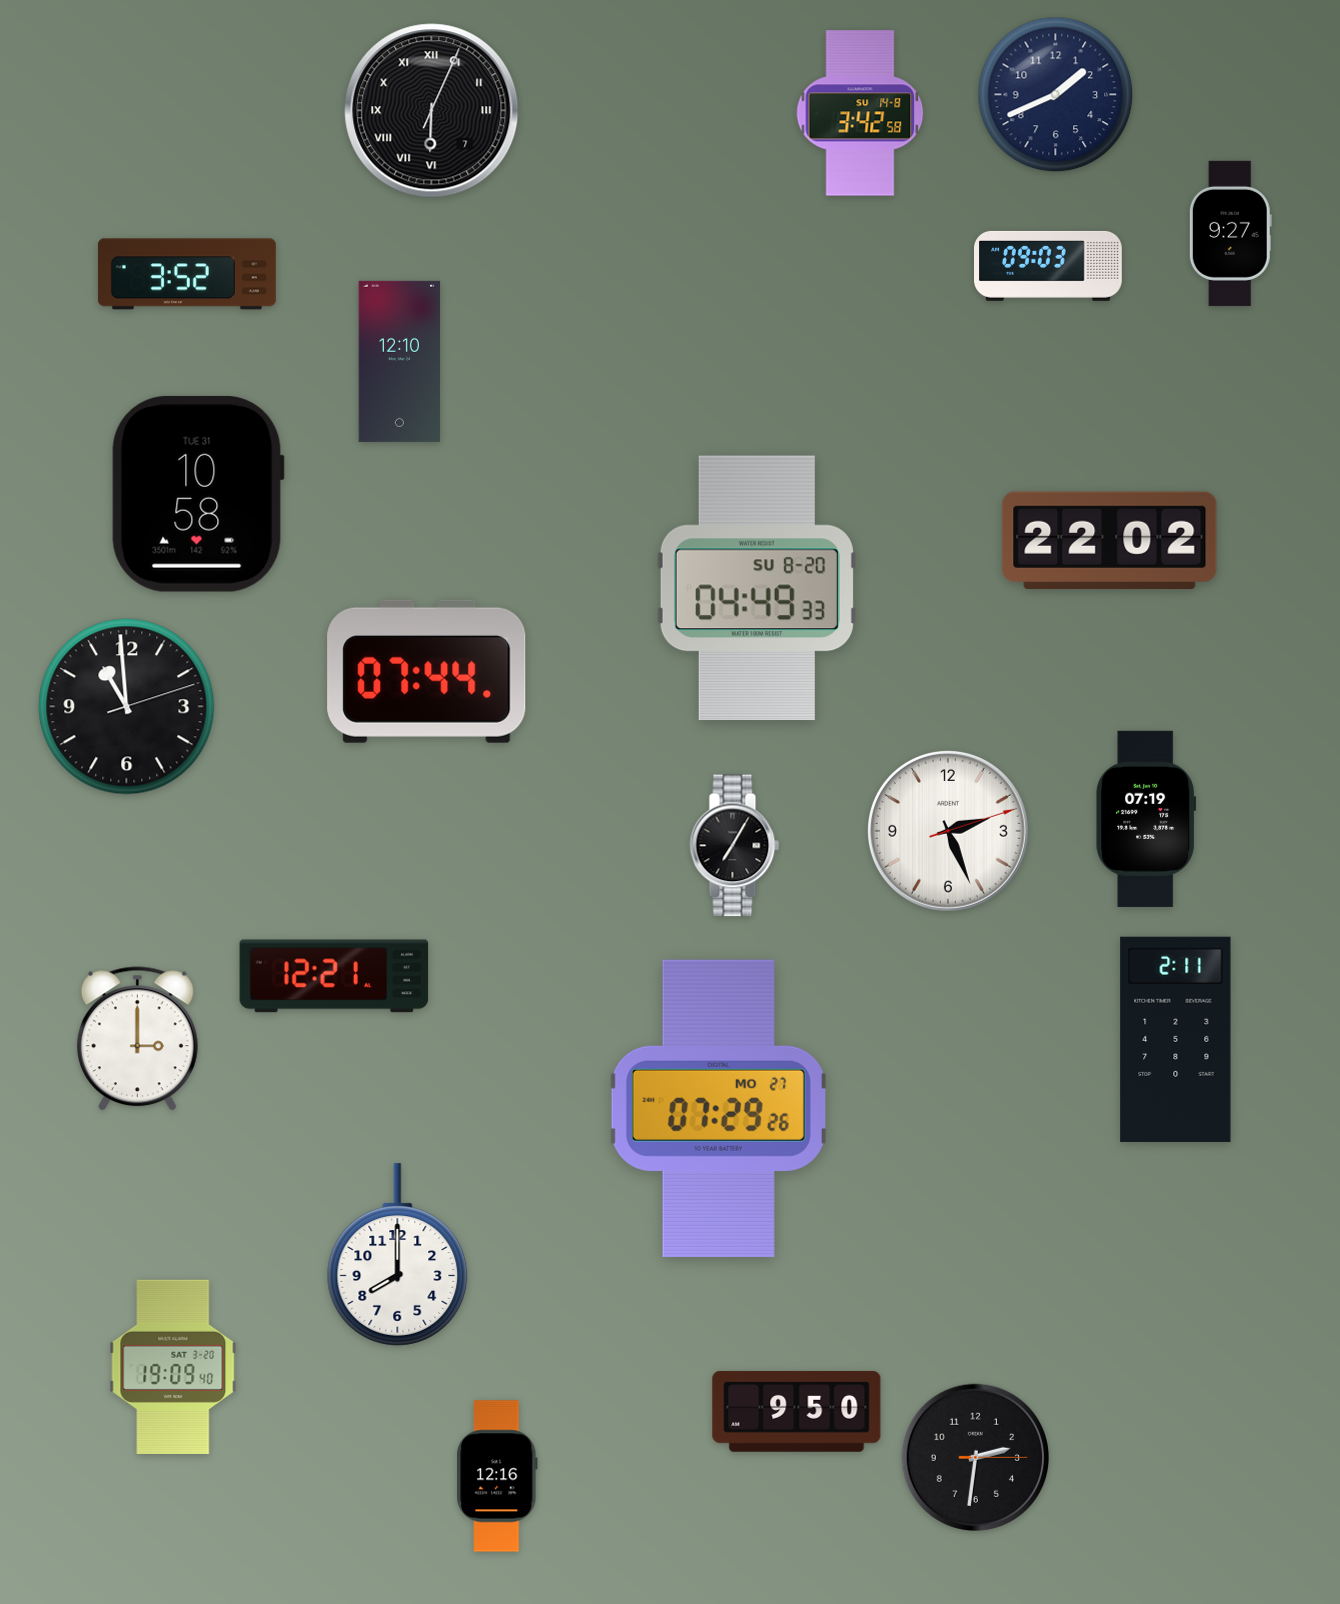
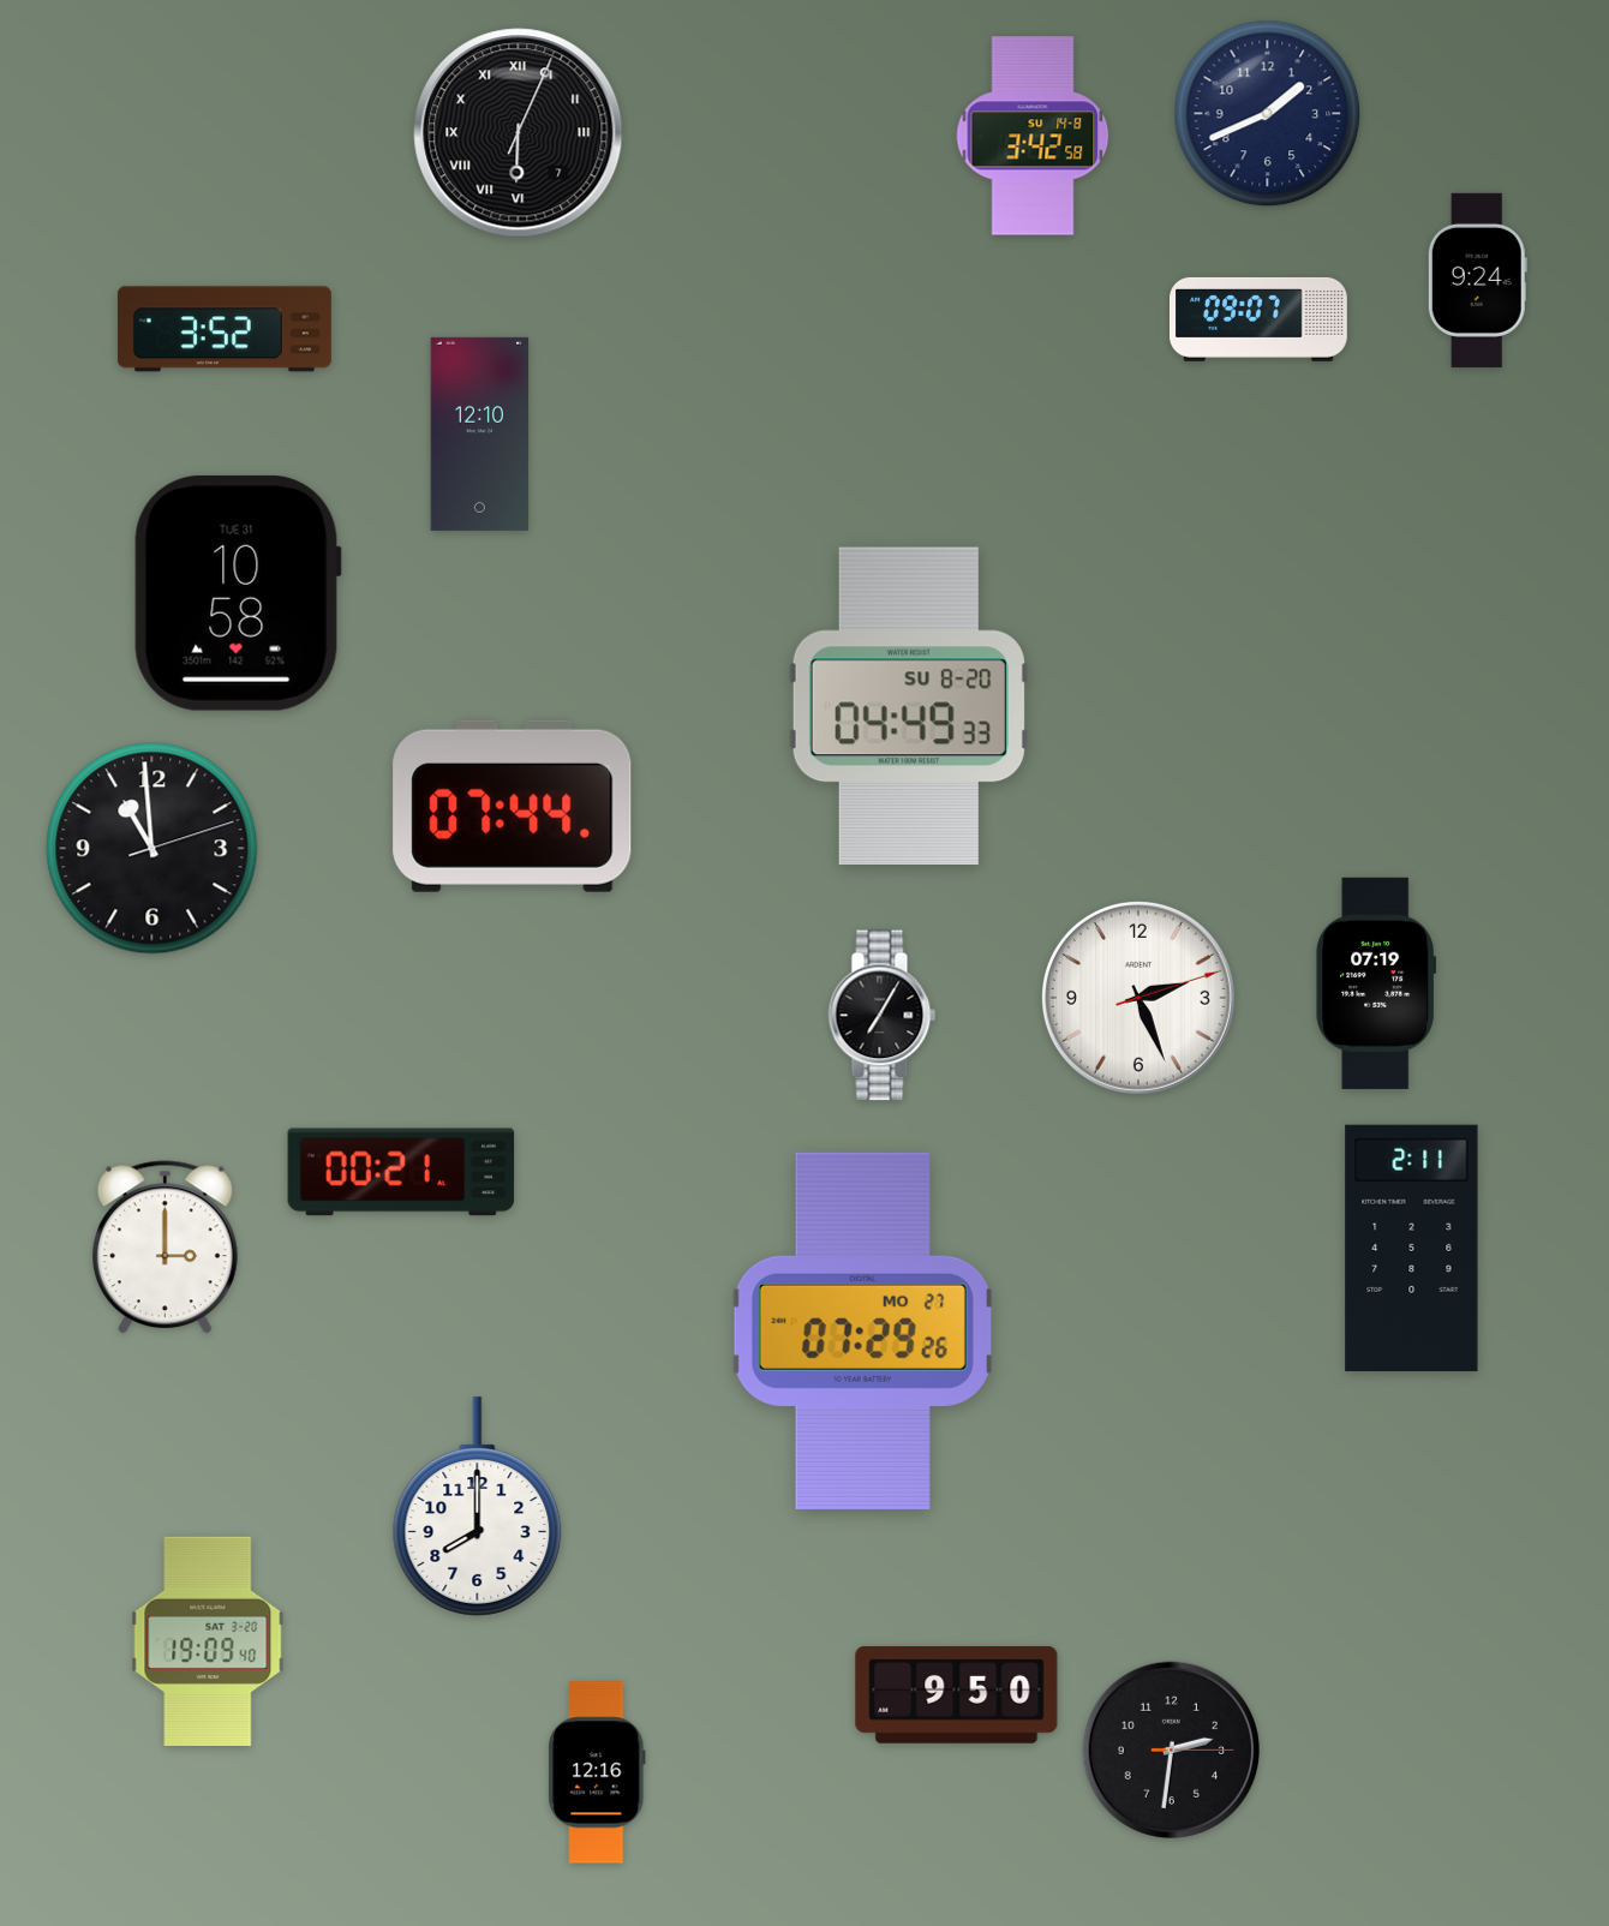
clock at (1230, 233): 9:27 -> 9:24
clock at (1049, 266): 09:03 -> 09:07
clock at (1110, 540): 22:02 -> none
clock at (334, 976): 12:21 -> 00:21
